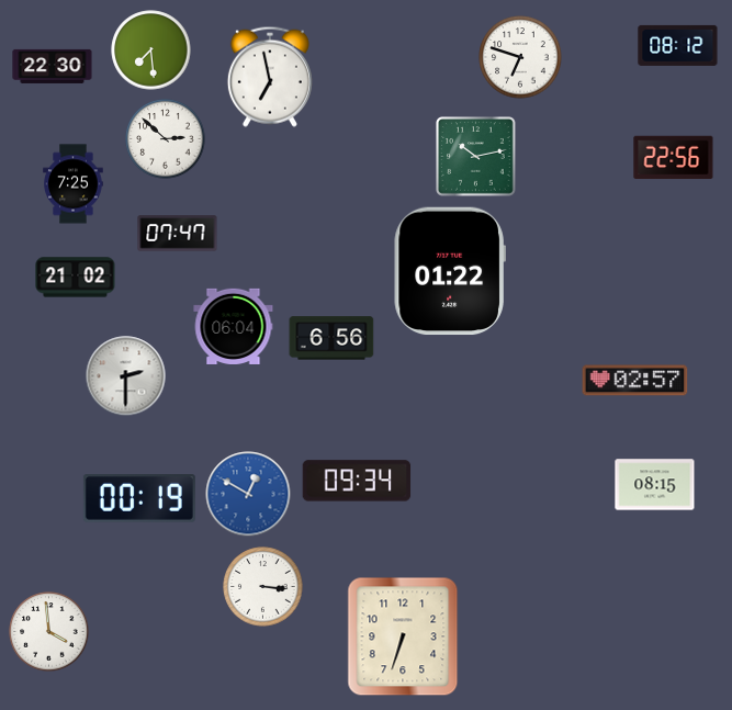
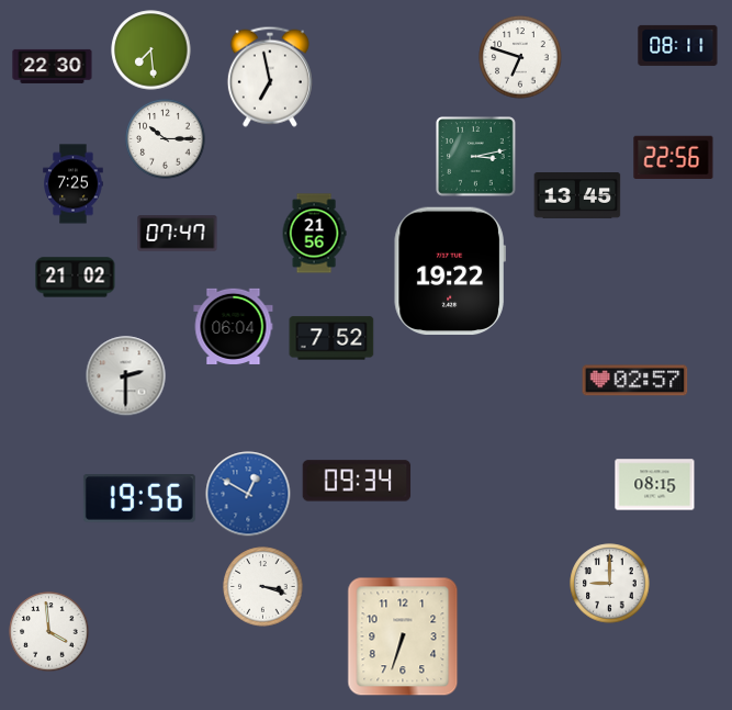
clock at (678, 45): 08:12 -> 08:11
clock at (166, 139): 2:52 -> 10:15
clock at (476, 157): 10:13 -> 3:13
clock at (577, 196): none -> 13:45
clock at (314, 234): none -> 21:56
clock at (450, 271): 01:22 -> 19:22
clock at (331, 338): 6:56 -> 7:52
clock at (139, 498): 00:19 -> 19:56
clock at (610, 584): none -> 9:00
clock at (263, 587): 3:16 -> 3:18
